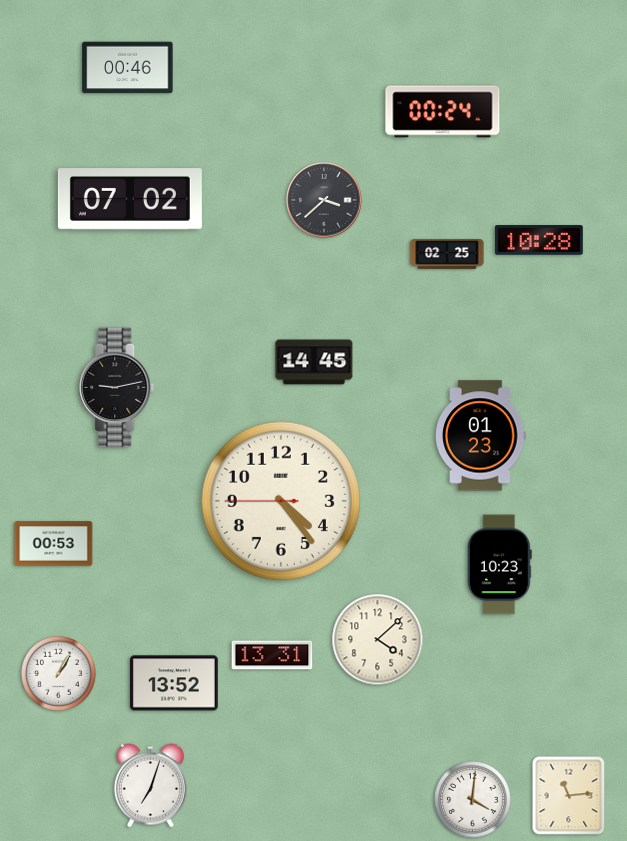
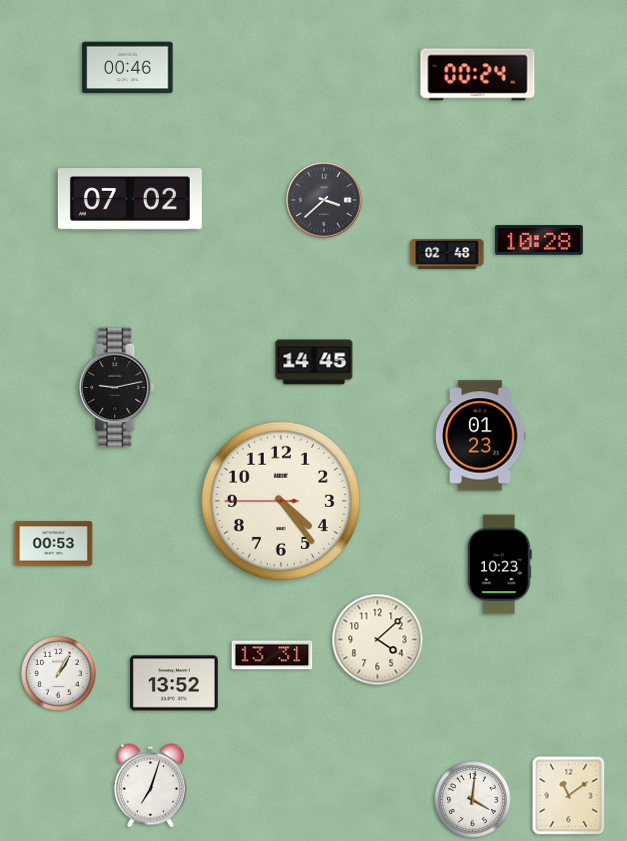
clock at (443, 112) position: (443, 112) -> (478, 75)
clock at (447, 255): 02:25 -> 02:48
clock at (569, 796): 11:14 -> 11:09
